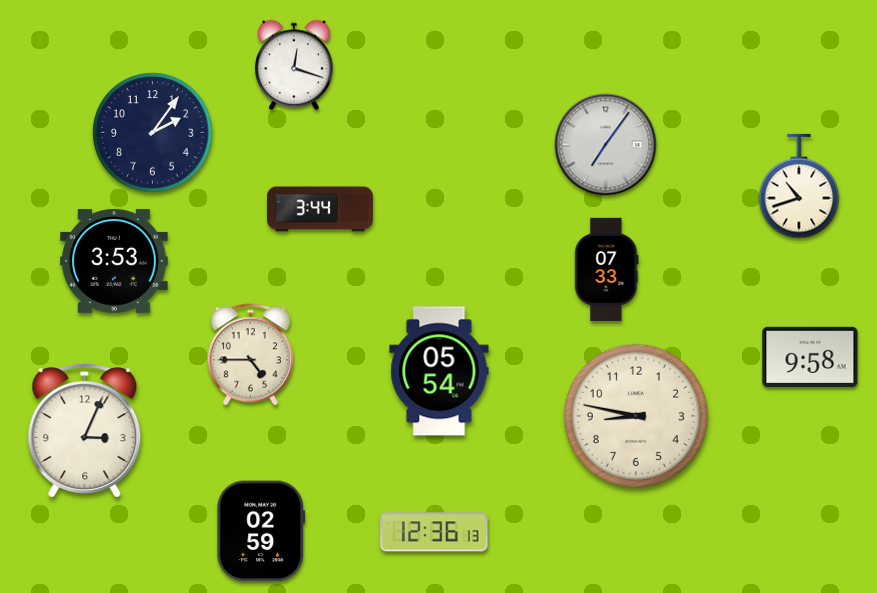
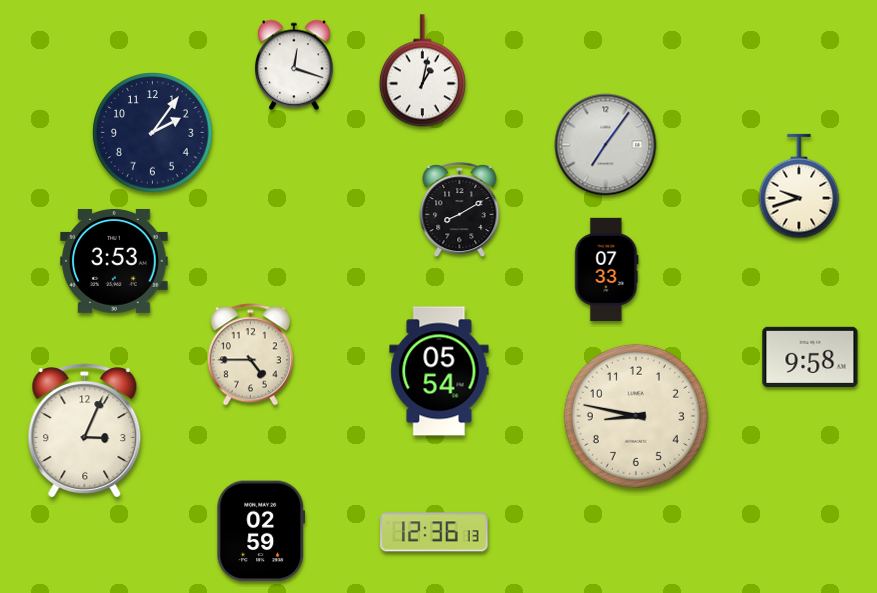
clock at (422, 71): none -> 1:02
clock at (799, 186): 10:42 -> 9:42
clock at (321, 209): 3:44 -> none
clock at (460, 211): none -> 8:10
